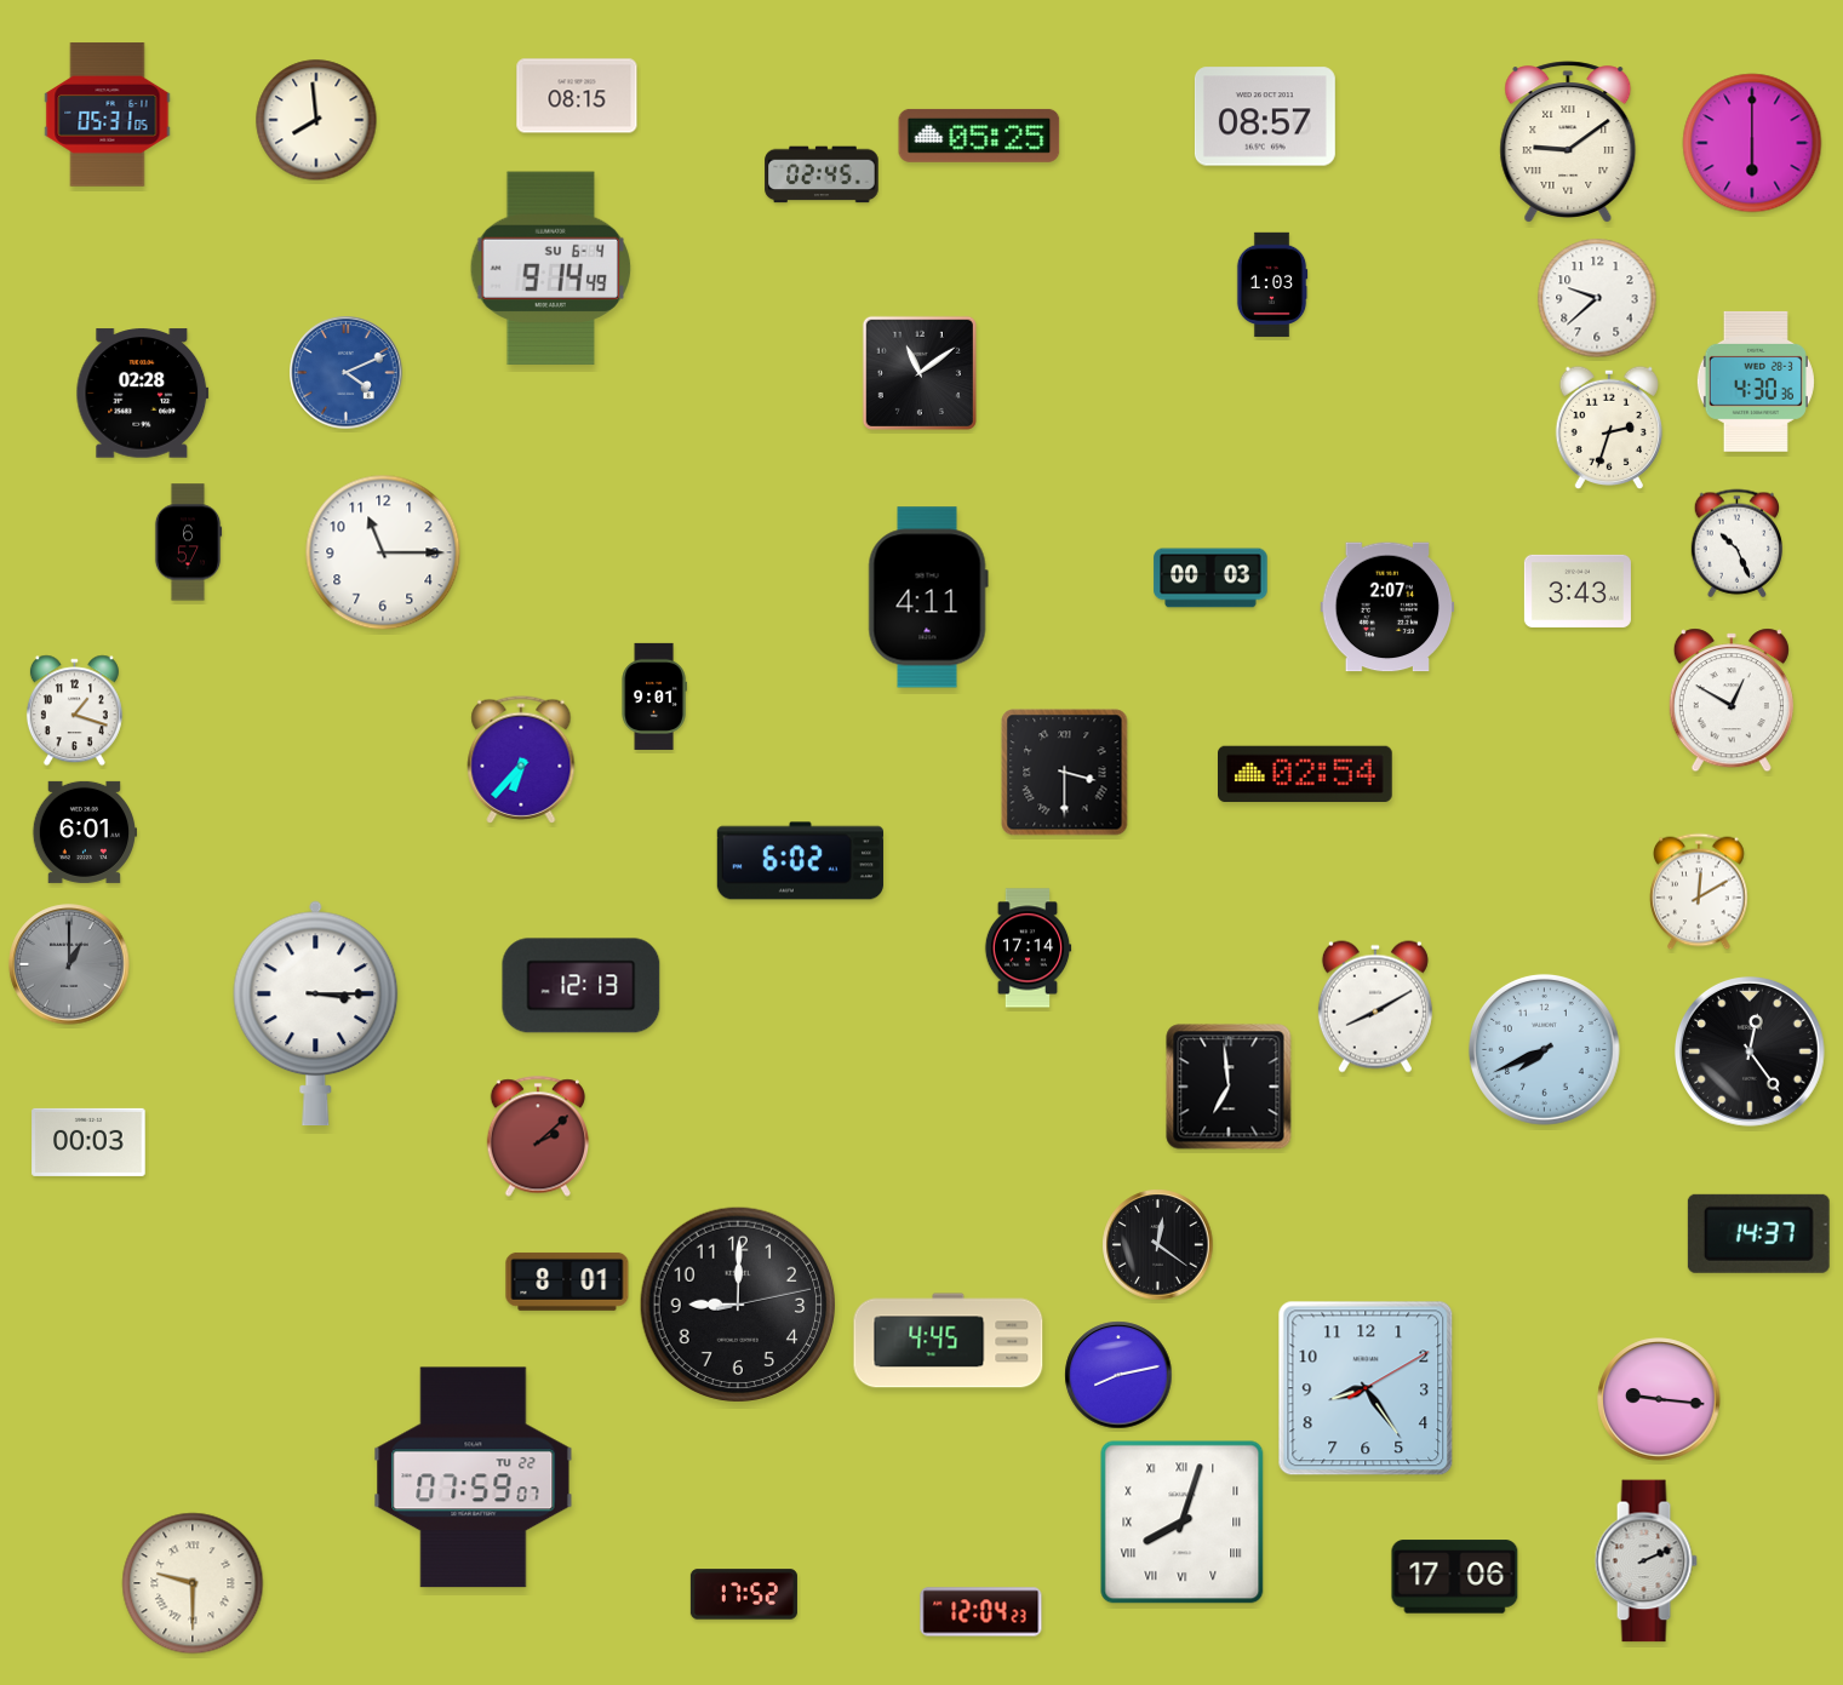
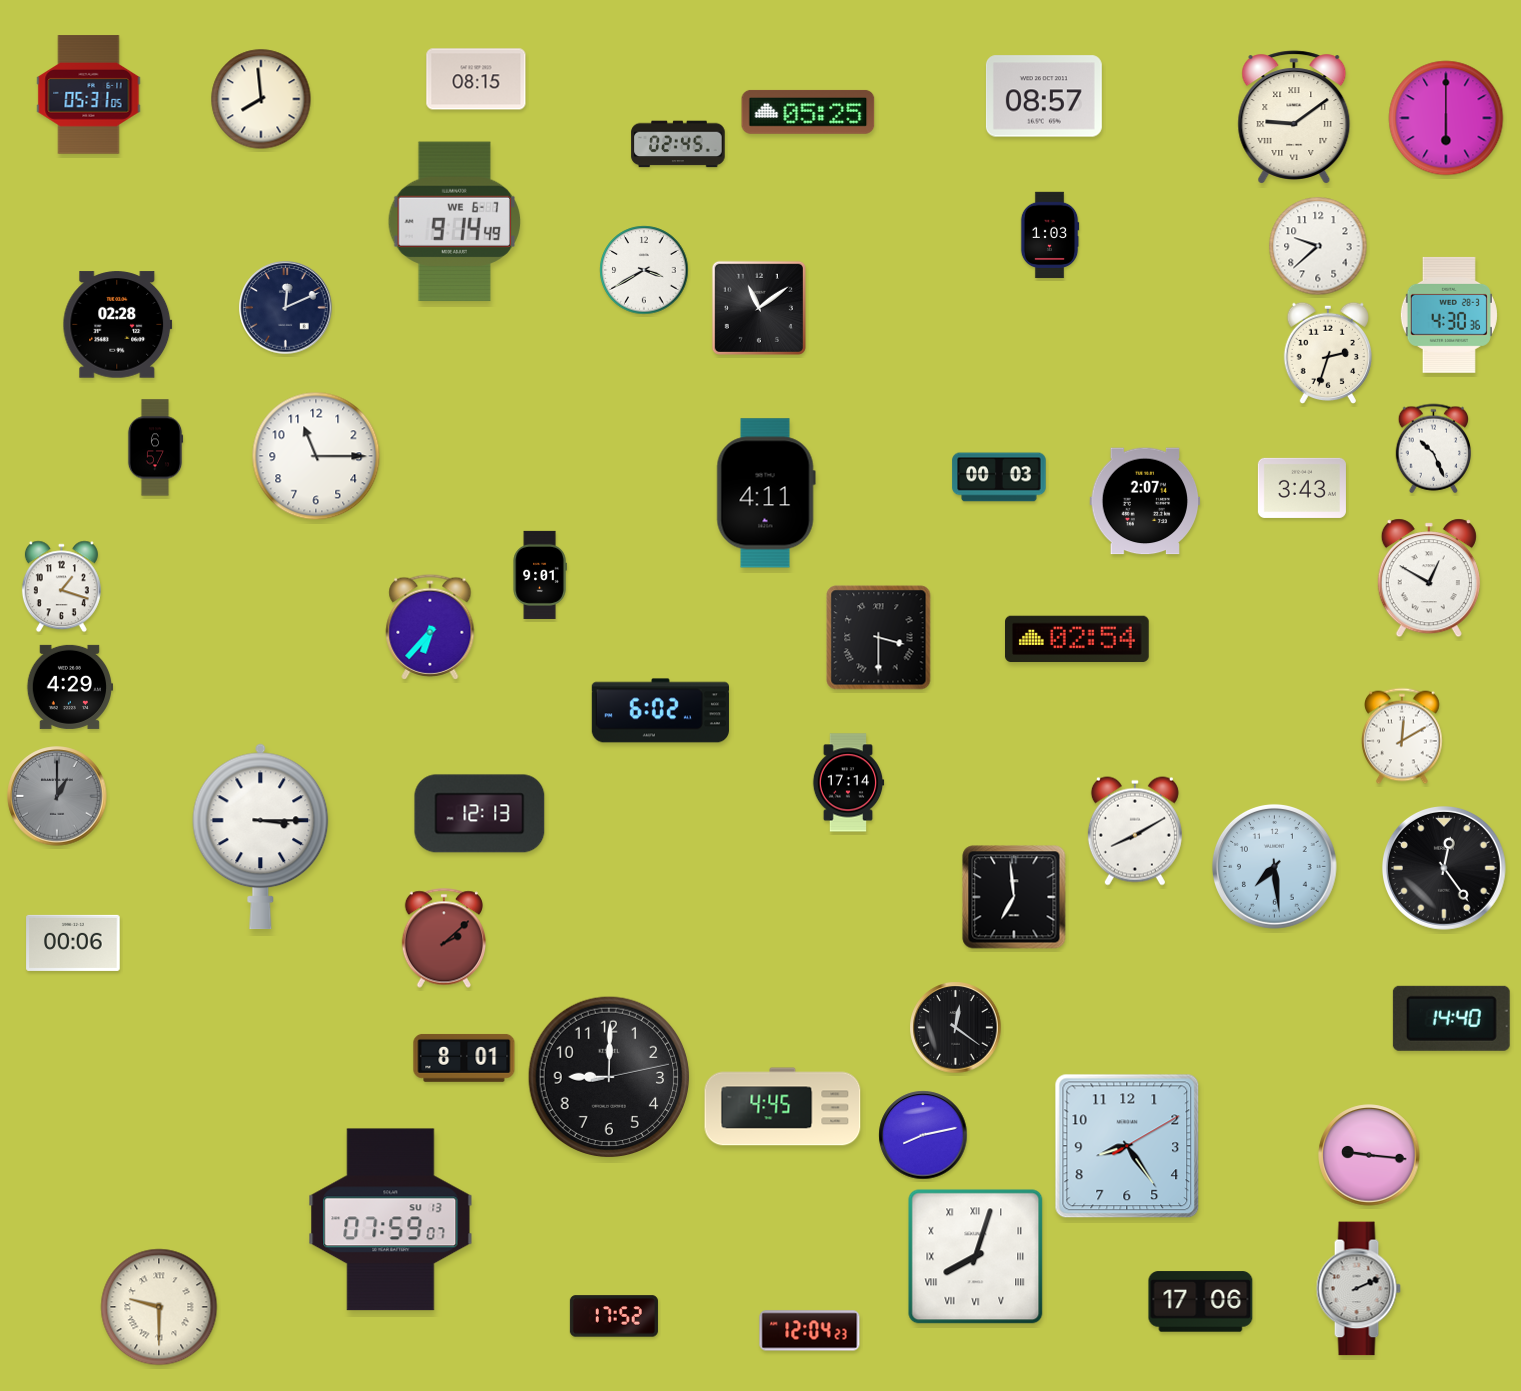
clock at (551, 269) date: SU 6-4 -> WE 6-7
clock at (644, 270): none -> 3:40
clock at (347, 373): 4:11 -> 12:11
clock at (347, 373) dial: blue -> navy
clock at (84, 832): 6:01 -> 4:29
clock at (1544, 1049): 7:41 -> 7:29
clock at (88, 1142): 00:03 -> 00:06
clock at (1758, 1233): 14:37 -> 14:40
clock at (567, 1282) position: (567, 1282) -> (464, 1058)
clock at (474, 1478) date: TU 22 -> SU 13
